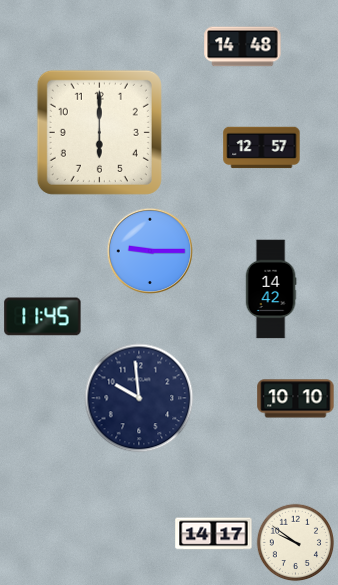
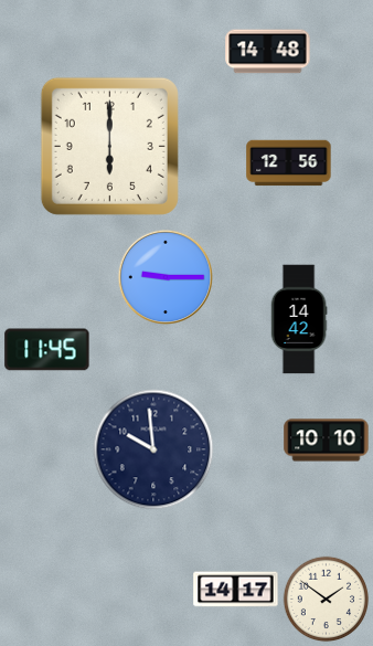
clock at (262, 148): 12:57 -> 12:56
clock at (139, 398) position: (139, 398) -> (153, 449)
clock at (295, 542): 9:51 -> 1:51
